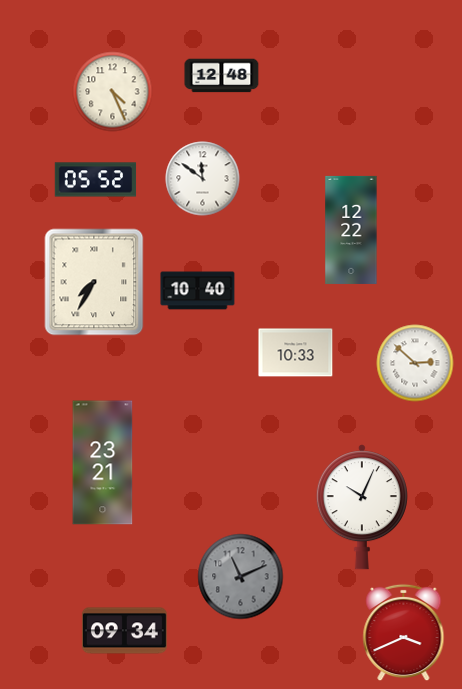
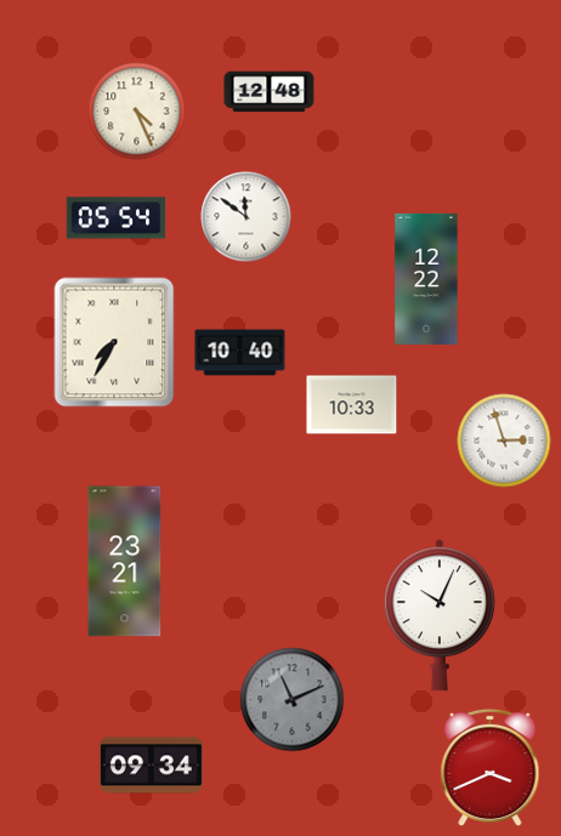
clock at (96, 180): 05:52 -> 05:54
clock at (296, 353) position: (296, 353) -> (352, 405)
clock at (415, 363): 2:52 -> 2:57
